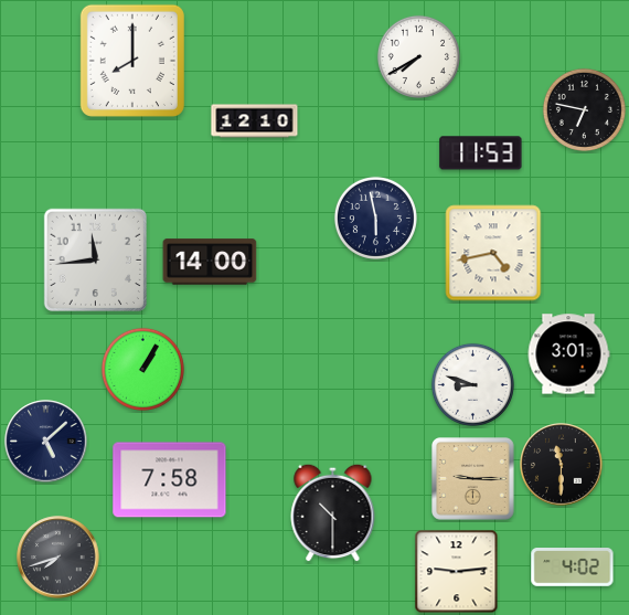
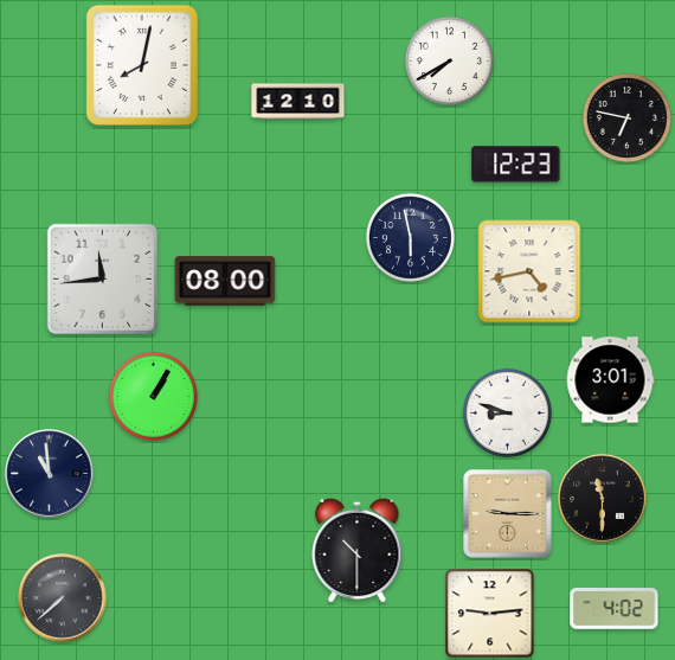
clock at (132, 61): 8:00 -> 8:02
clock at (255, 121) position: (255, 121) -> (298, 102)
clock at (481, 153): 11:53 -> 12:23
clock at (375, 218) position: (375, 218) -> (410, 237)
clock at (210, 262): 14:00 -> 08:00
clock at (46, 442): 5:08 -> 10:59
clock at (170, 480): 7:58 -> none
clock at (58, 558): 7:42 -> 7:38
